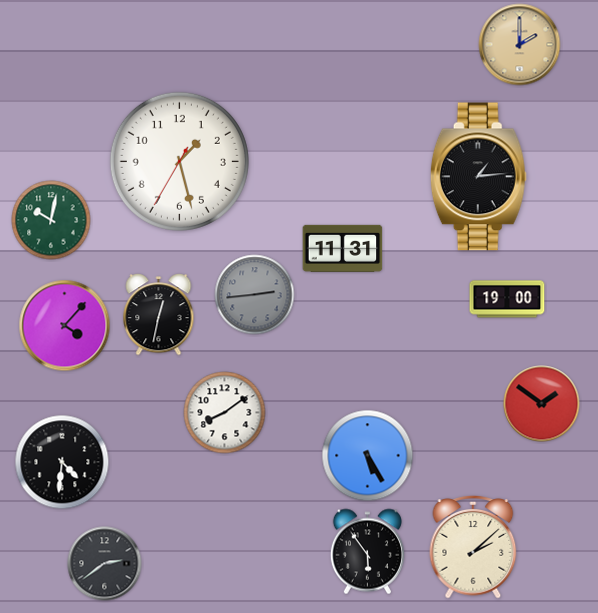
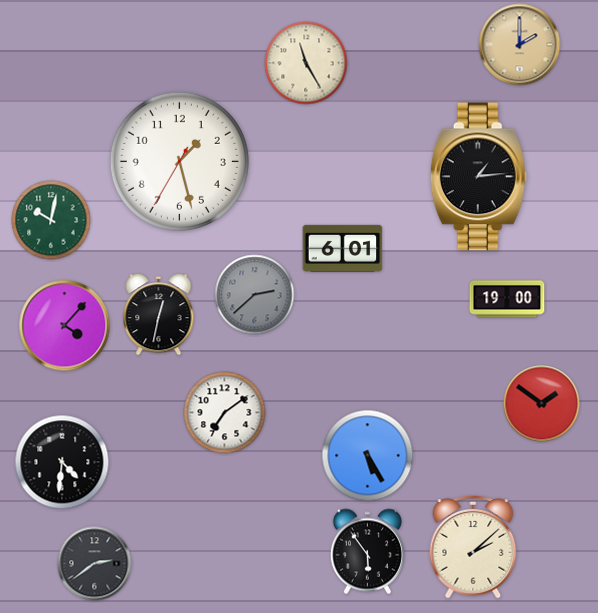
clock at (306, 63): none -> 11:25
clock at (343, 248): 11:31 -> 6:01
clock at (255, 295): 2:44 -> 2:38
clock at (225, 413): 8:09 -> 7:09
clock at (105, 564) position: (105, 564) -> (95, 564)
